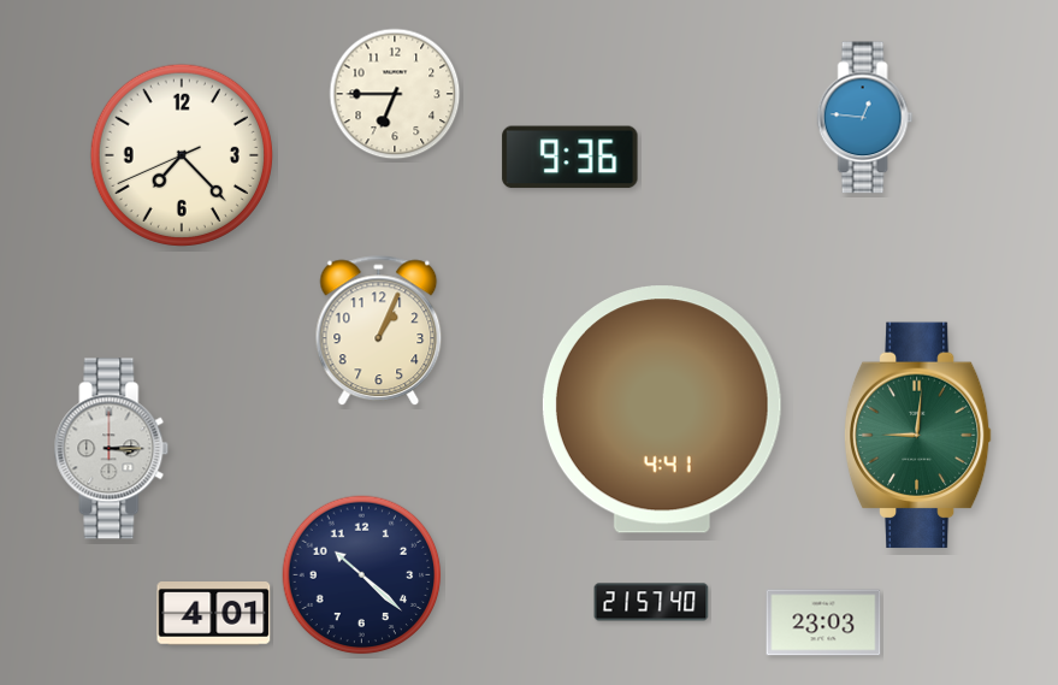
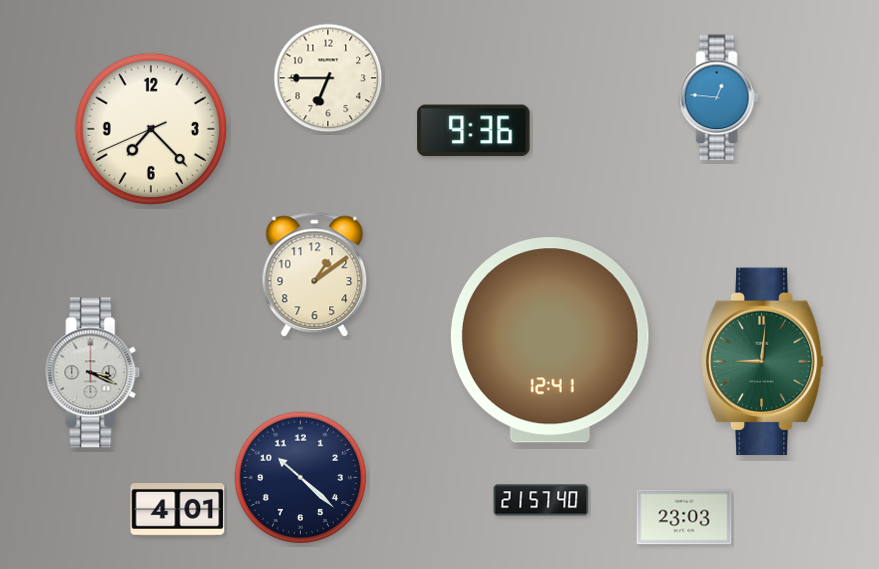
clock at (379, 331): 1:04 -> 1:09
clock at (662, 409): 4:41 -> 12:41
clock at (112, 449): 3:15 -> 3:19
